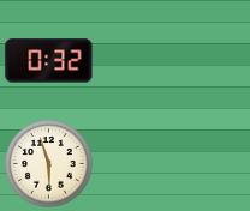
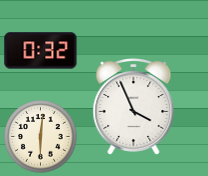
clock at (134, 107): none -> 3:56
clock at (49, 164): 5:57 -> 6:01
